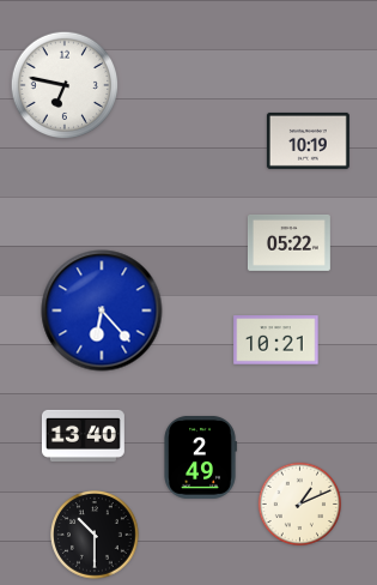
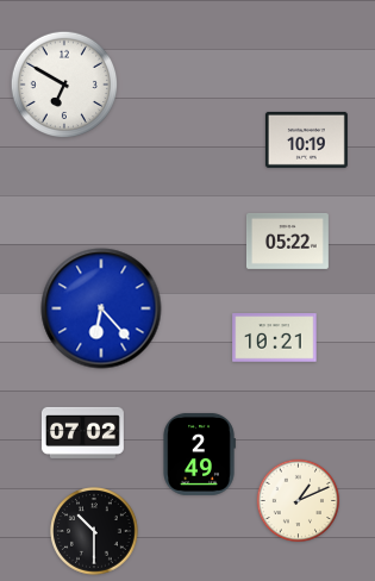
clock at (65, 85): 6:47 -> 6:50
clock at (83, 435): 13:40 -> 07:02
